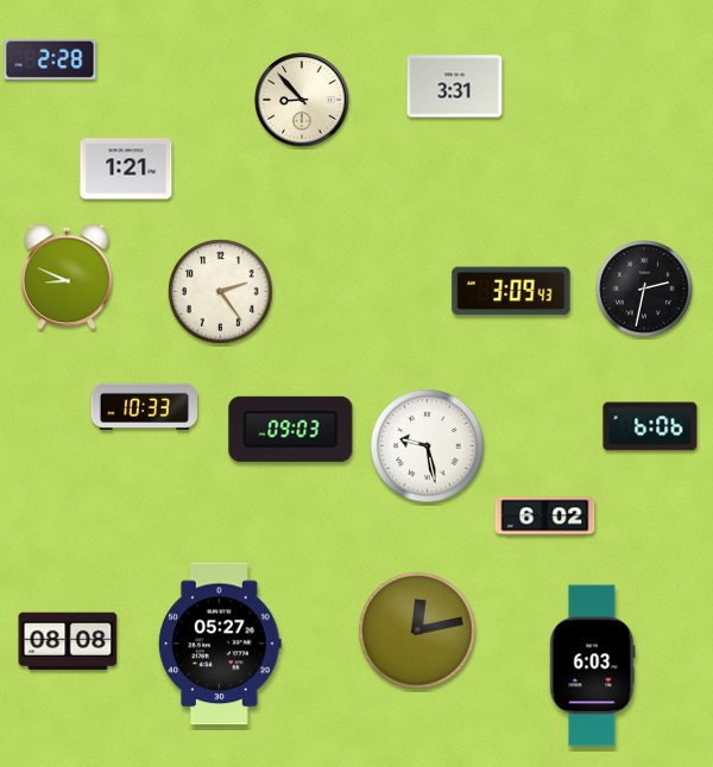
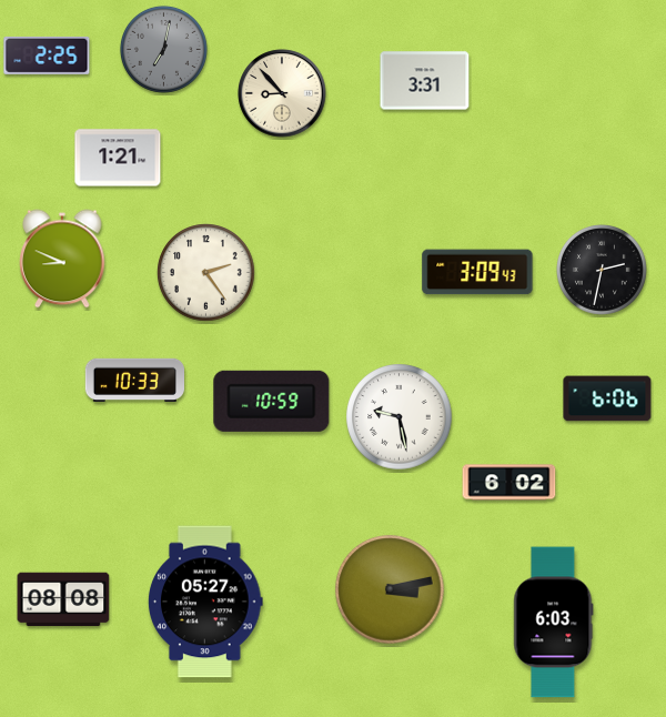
clock at (163, 49): none -> 7:02
clock at (50, 59): 2:28 -> 2:25
clock at (291, 429): 09:03 -> 10:59
clock at (417, 630): 12:13 -> 3:13
